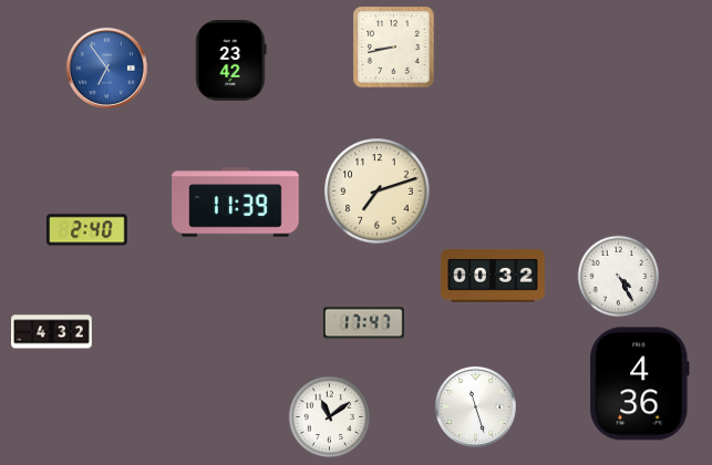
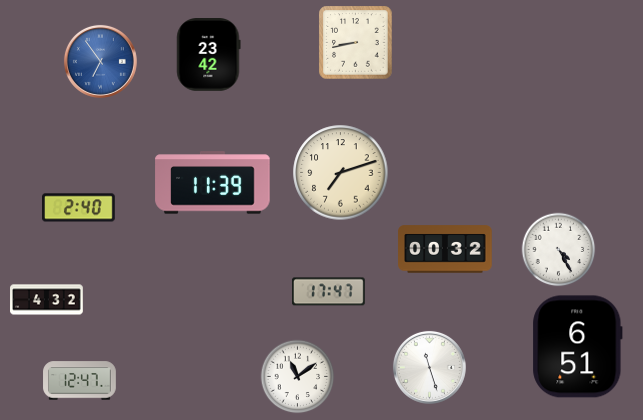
clock at (106, 68) position: (106, 68) -> (100, 61)
clock at (640, 384): 4:36 -> 6:51
clock at (80, 381): none -> 12:47
